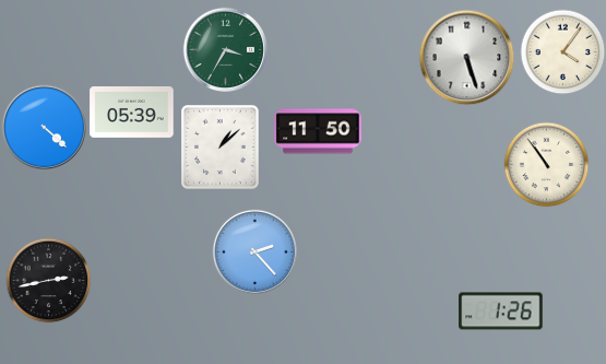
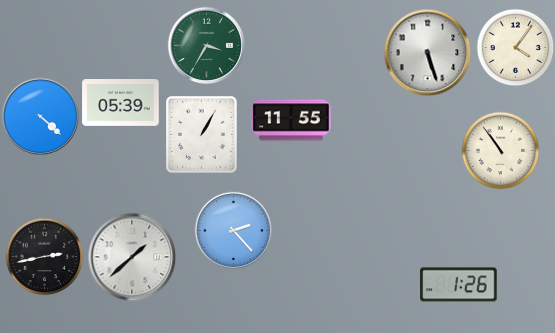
clock at (318, 131): 11:50 -> 11:55
clock at (221, 148): 1:08 -> 1:05
clock at (132, 257): none -> 1:38
